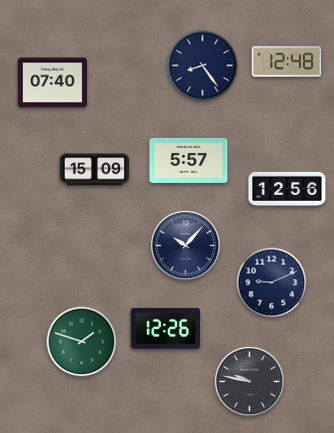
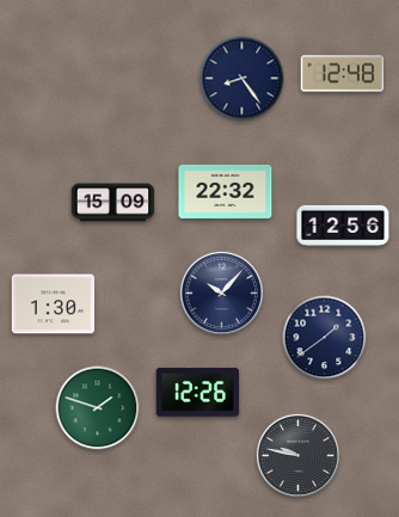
clock at (53, 83): 07:40 -> none
clock at (189, 160): 5:57 -> 22:32
clock at (54, 304): none -> 1:30
clock at (272, 283): 9:11 -> 1:39
